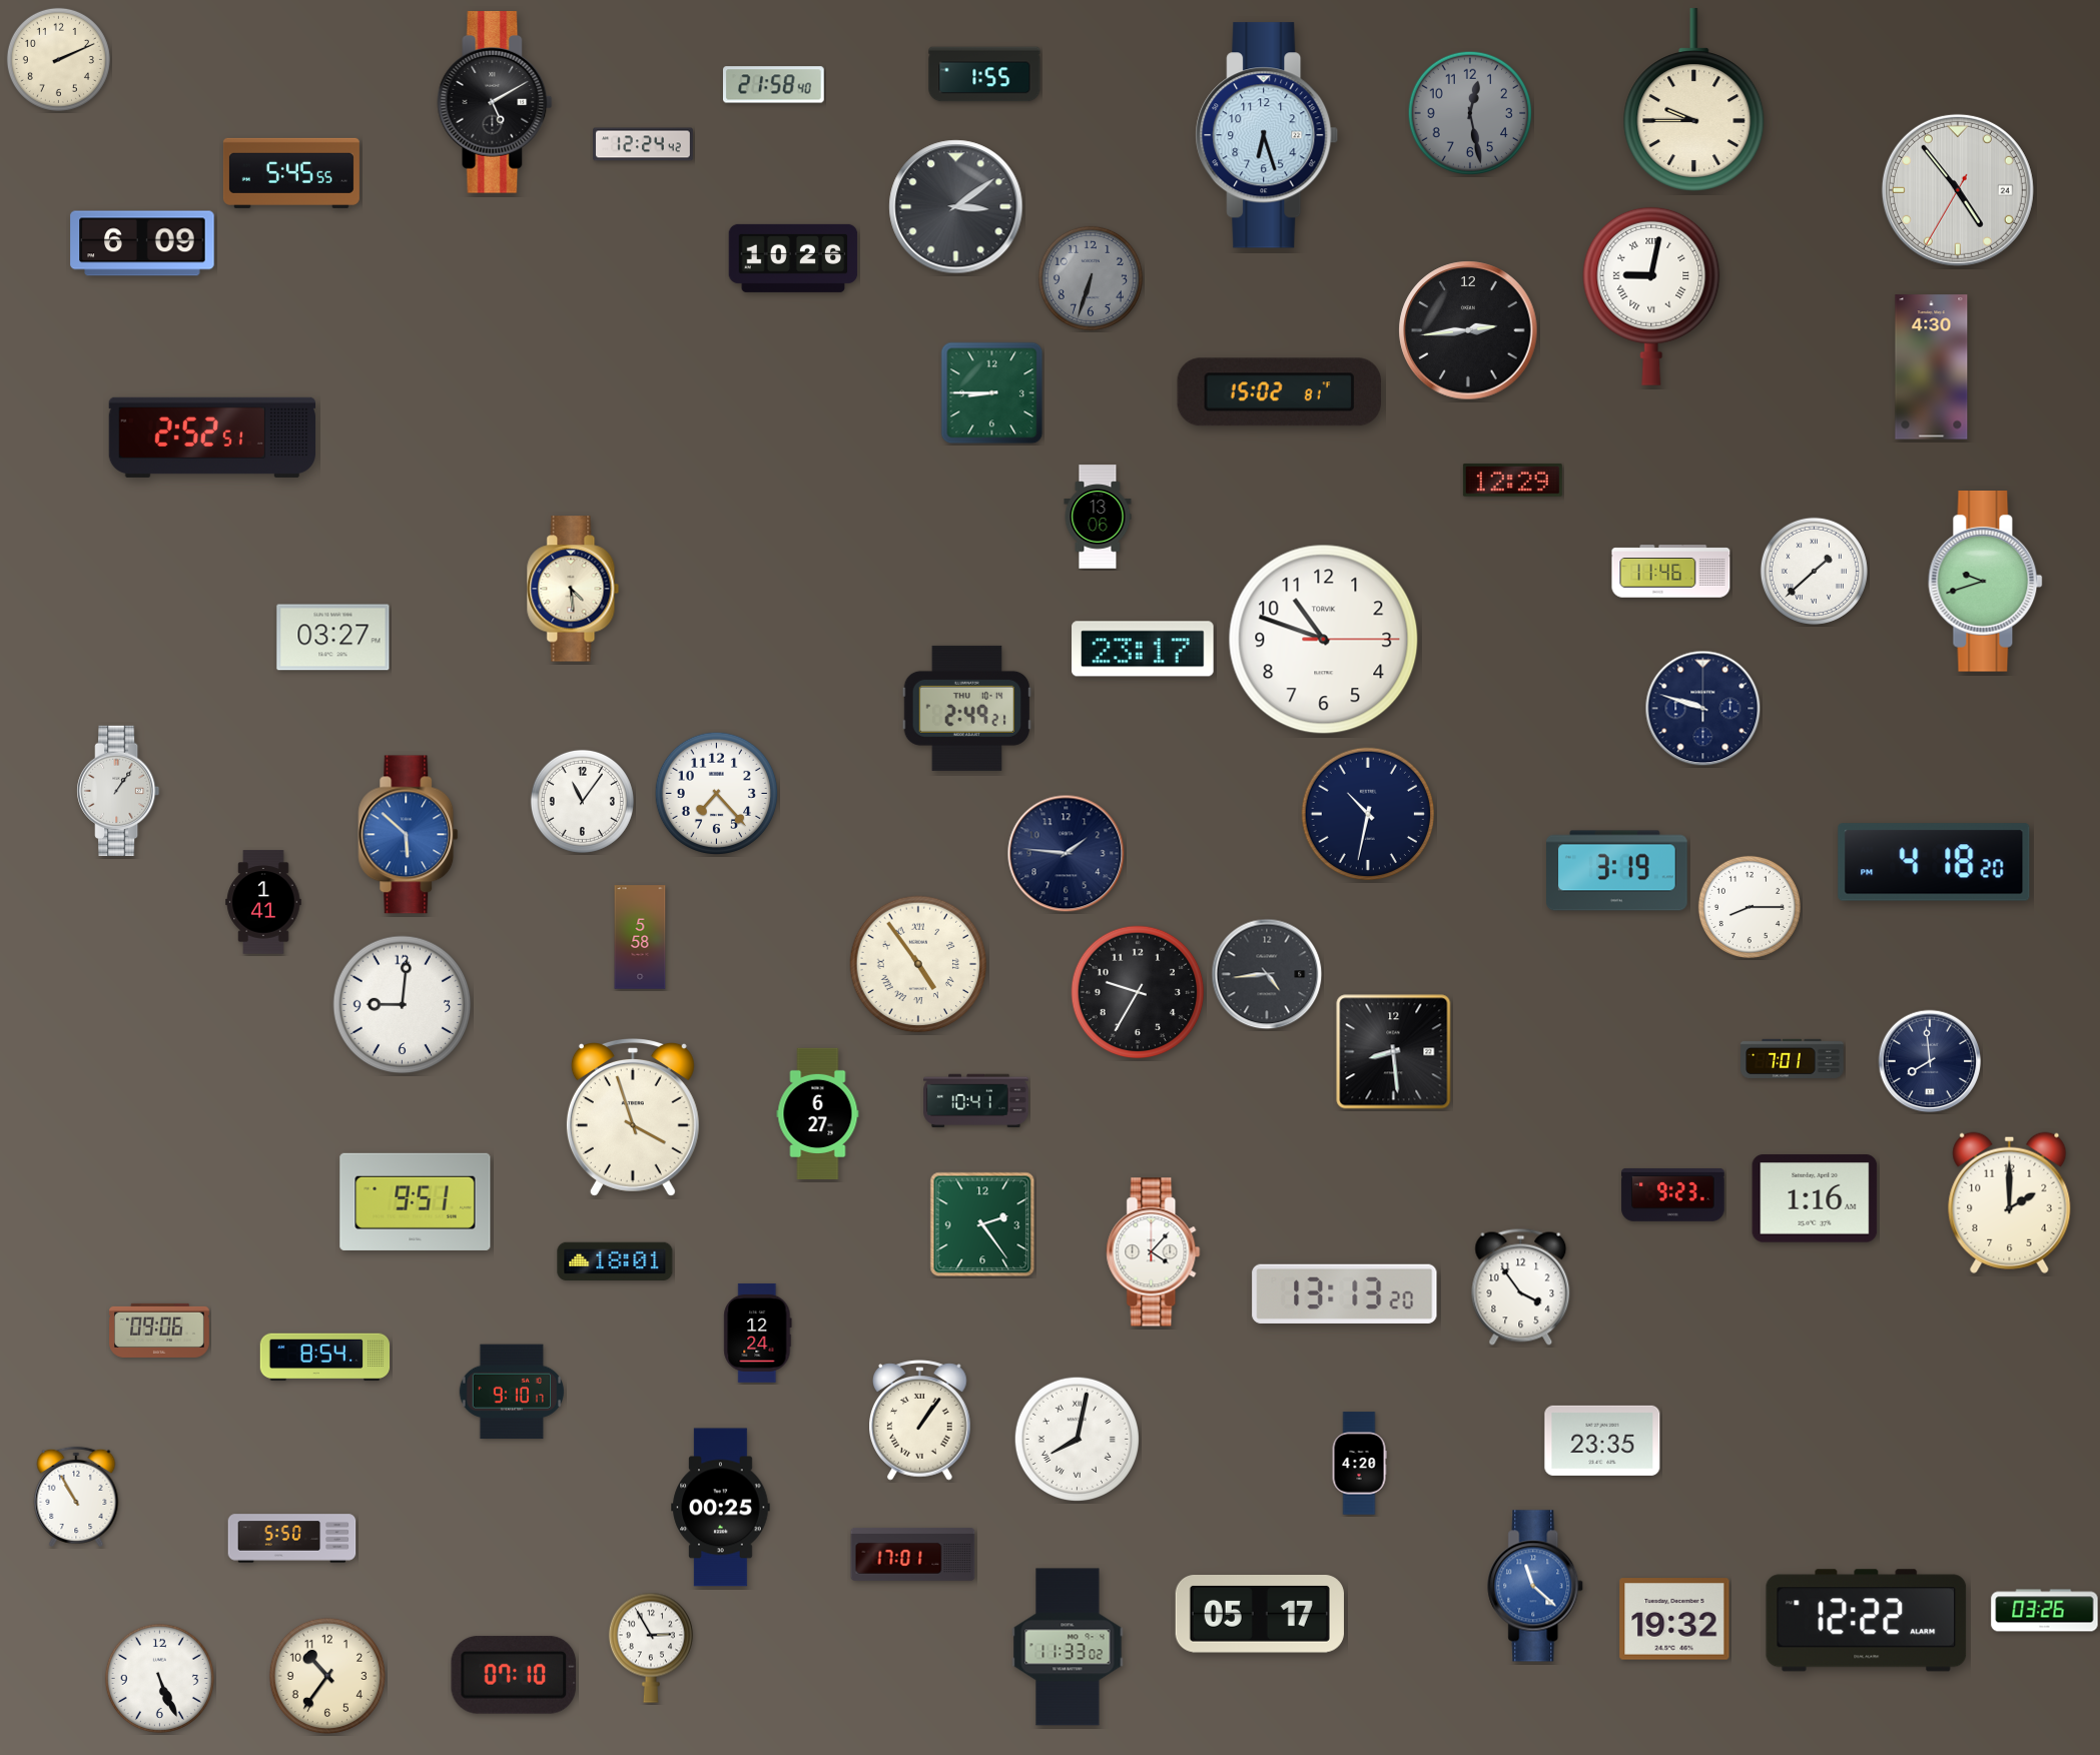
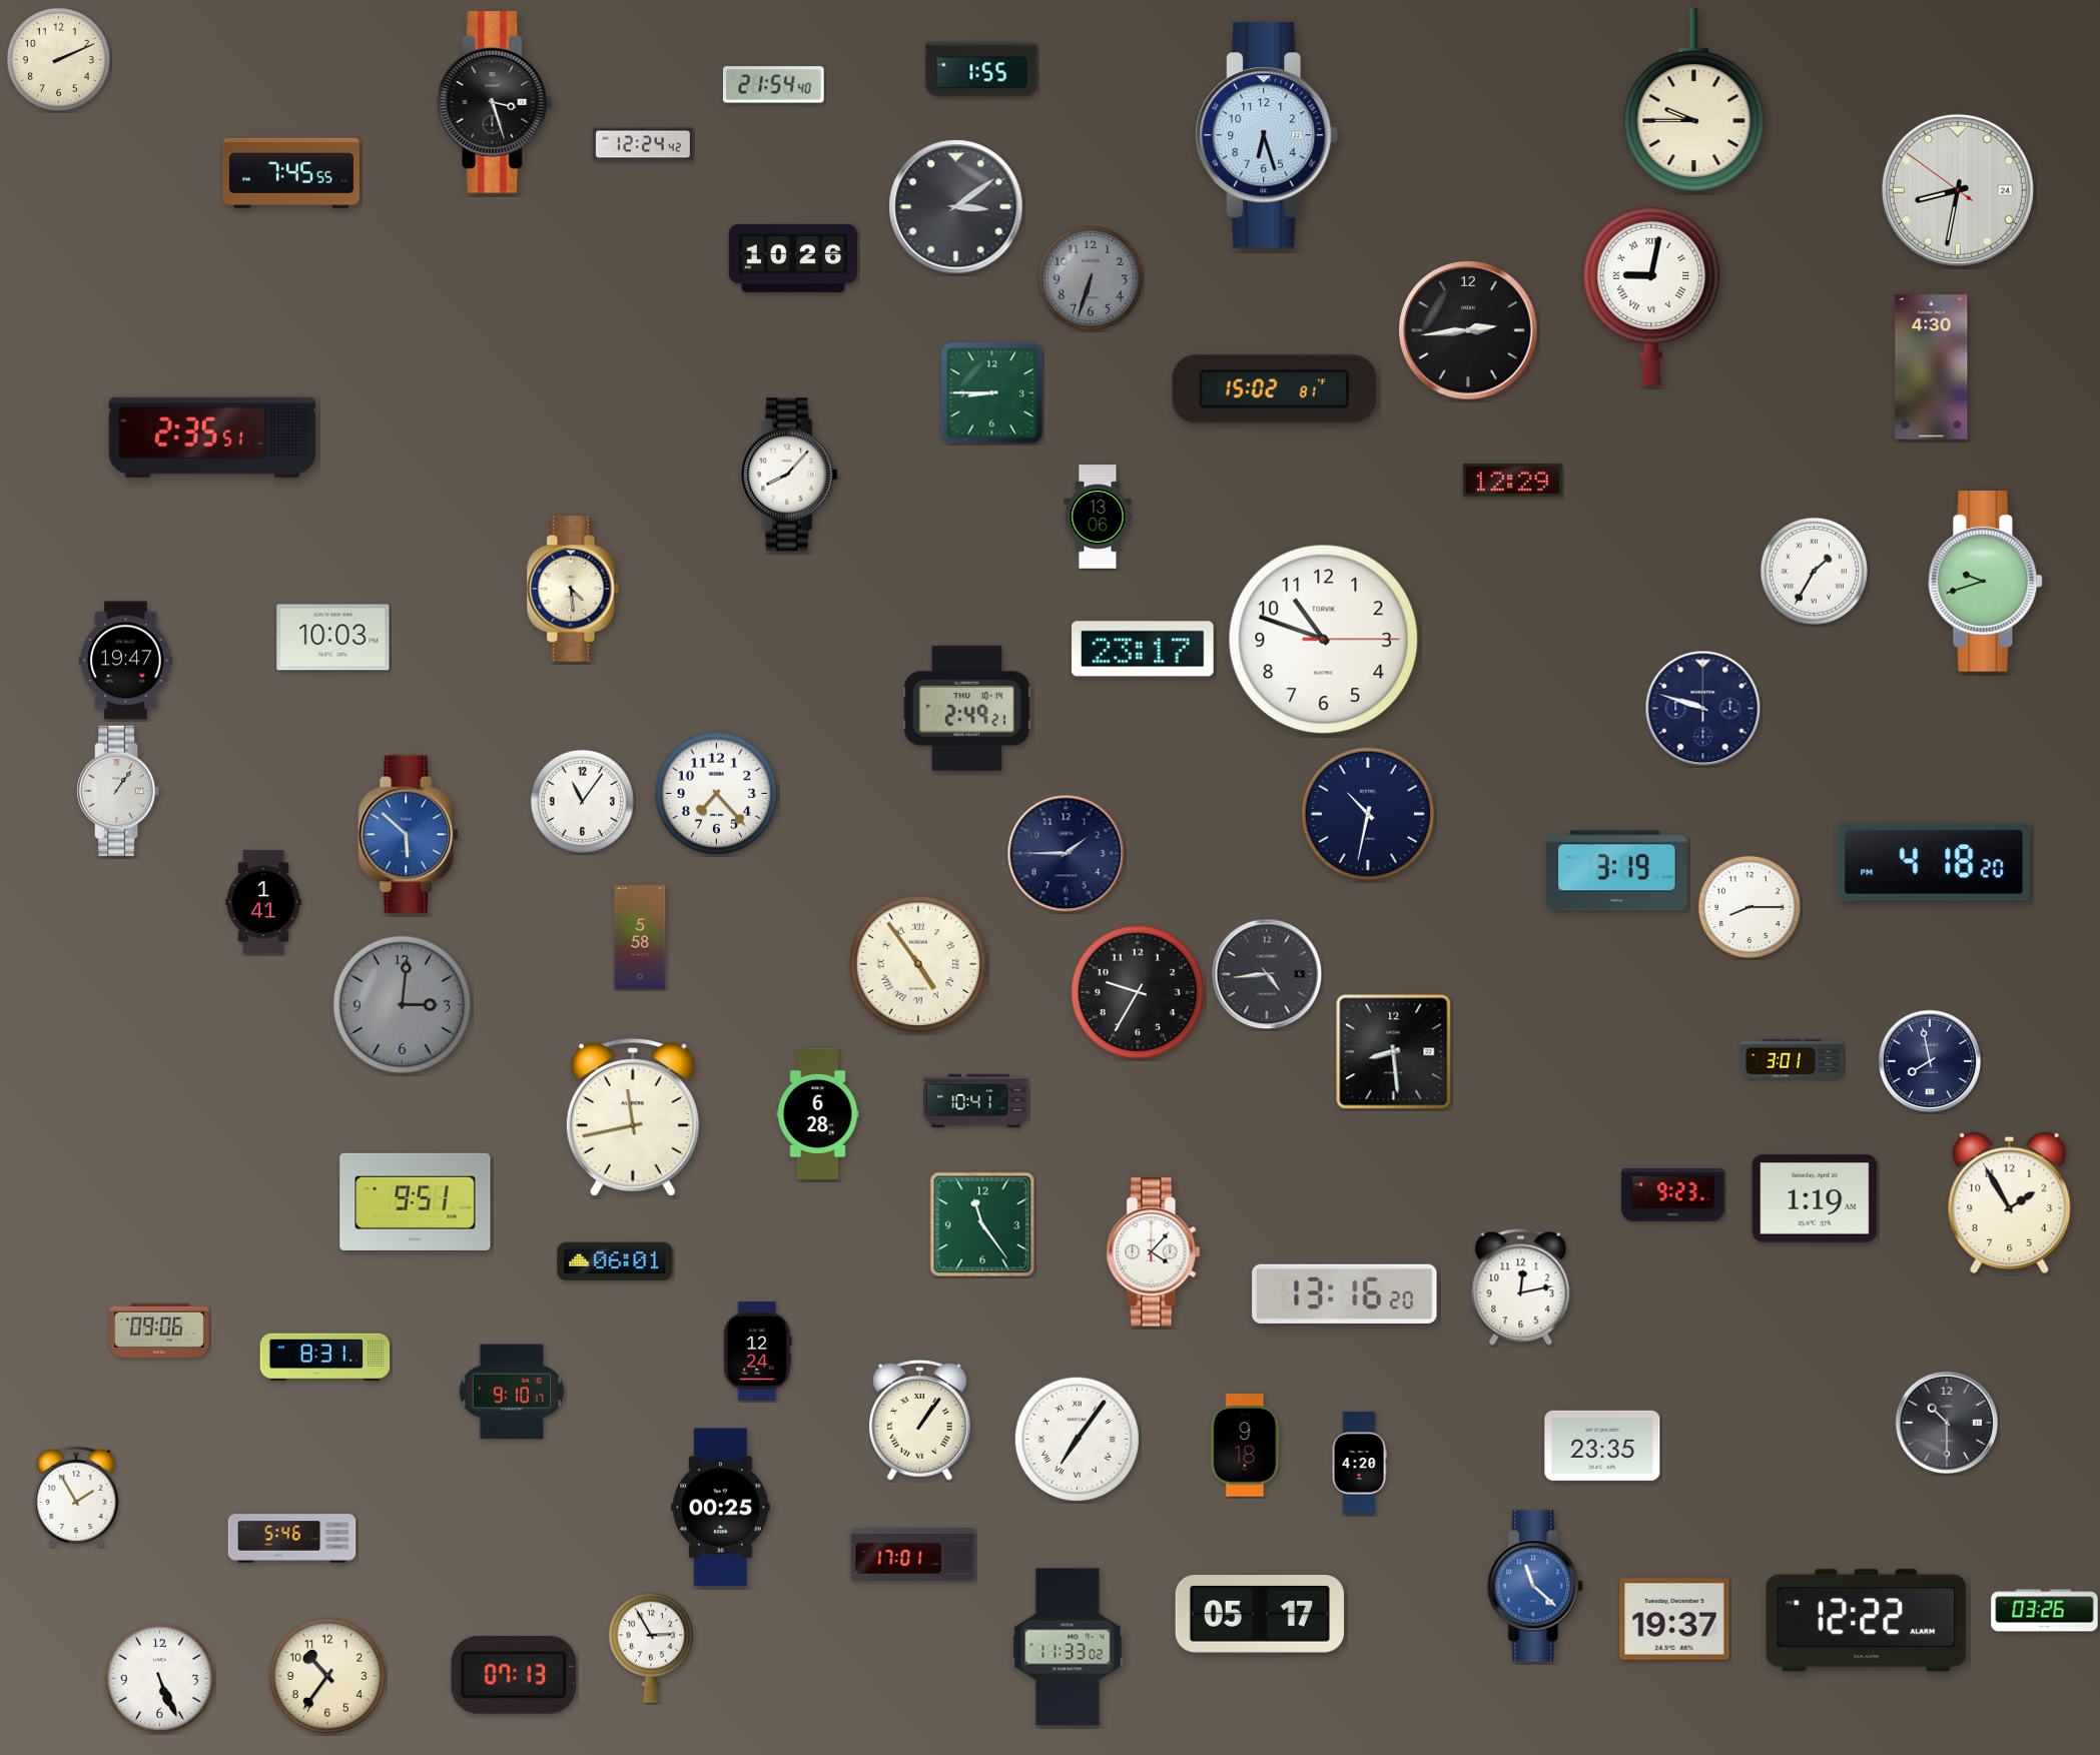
clock at (984, 74) position: (984, 74) -> (981, 69)
clock at (773, 85): 21:58 -> 21:54
clock at (495, 102): 5:10 -> 3:27
clock at (1469, 112): 12:28 -> none
clock at (291, 173): 5:45 -> 7:45
clock at (1958, 190): 4:53 -> 8:31
clock at (142, 243): 6:09 -> none
clock at (1279, 392) position: (1279, 392) -> (1274, 389)
clock at (211, 437): 2:52 -> 2:35
clock at (789, 475): none -> 8:07
clock at (1814, 571): 1:38 -> 1:35
clock at (1671, 572): 11:46 -> none
clock at (333, 638): 03:27 -> 10:03
clock at (126, 661): none -> 19:47
clock at (1067, 854): 1:46 -> 1:45
clock at (403, 1005): 9:01 -> 3:01
clock at (403, 1005) dial: white -> grey
clock at (1793, 1058): 7:01 -> 3:01
clock at (1930, 1061): 7:59 -> 7:58
clock at (818, 1113): 6:27 -> 6:28
clock at (633, 1118): 3:57 -> 11:43
clock at (1815, 1198): 1:16 -> 1:19
clock at (2010, 1202): 2:00 -> 1:55
clock at (982, 1224): 2:24 -> 11:24
clock at (615, 1260): 18:01 -> 06:01
clock at (1521, 1286): 3:54 -> 12:13
clock at (1345, 1293): 13:13 -> 13:16
clock at (758, 1333) position: (758, 1333) -> (758, 1351)
clock at (325, 1358): 8:54 -> 8:31
clock at (1947, 1423): none -> 10:30
clock at (1077, 1439): 8:02 -> 7:06
clock at (1602, 1441) position: (1602, 1441) -> (1602, 1446)
clock at (1246, 1446): none -> 9:18
clock at (76, 1497): 10:55 -> 1:55
clock at (292, 1539): 5:50 -> 5:46
clock at (1674, 1619): 19:32 -> 19:37
clock at (514, 1675): 07:10 -> 07:13
